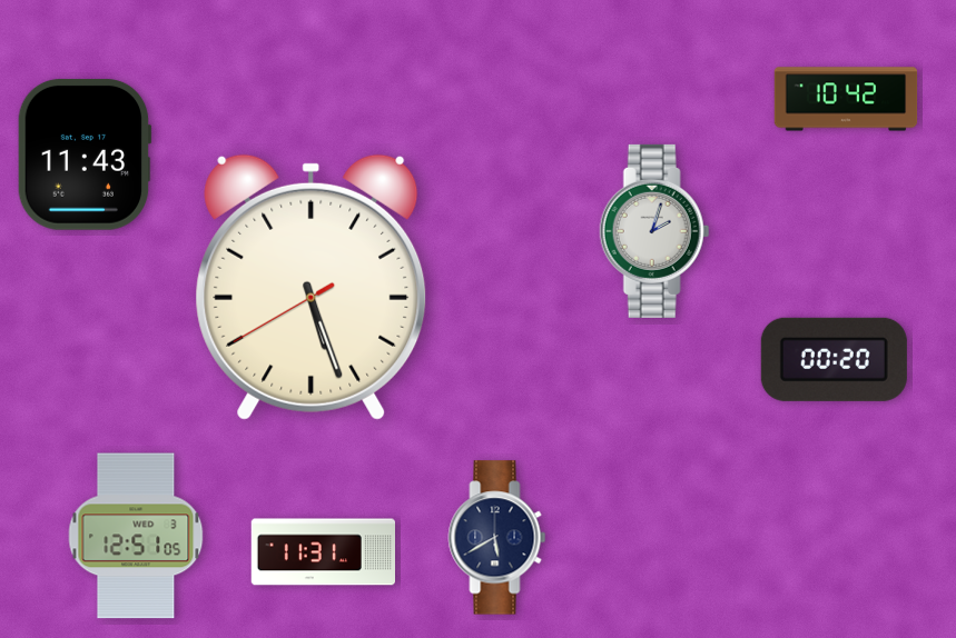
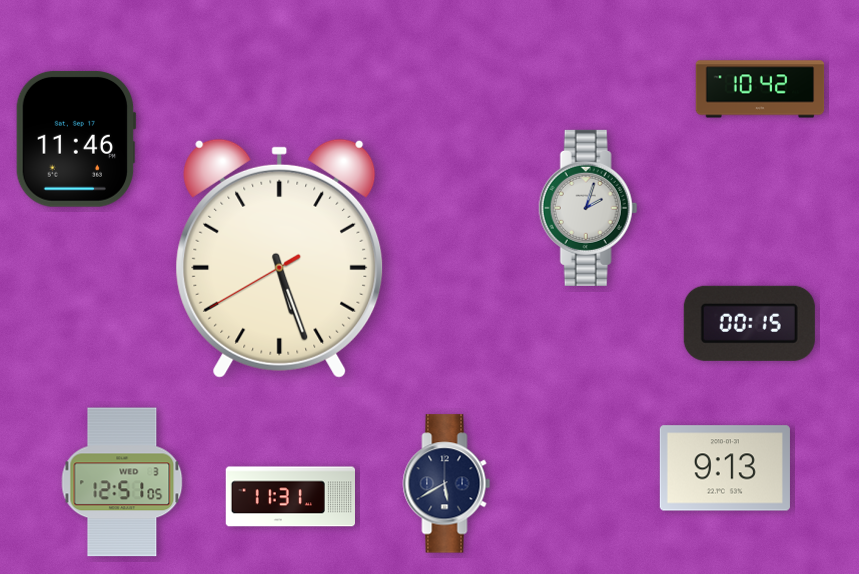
clock at (85, 154): 11:43 -> 11:46
clock at (834, 359): 00:20 -> 00:15
clock at (725, 468): none -> 9:13
